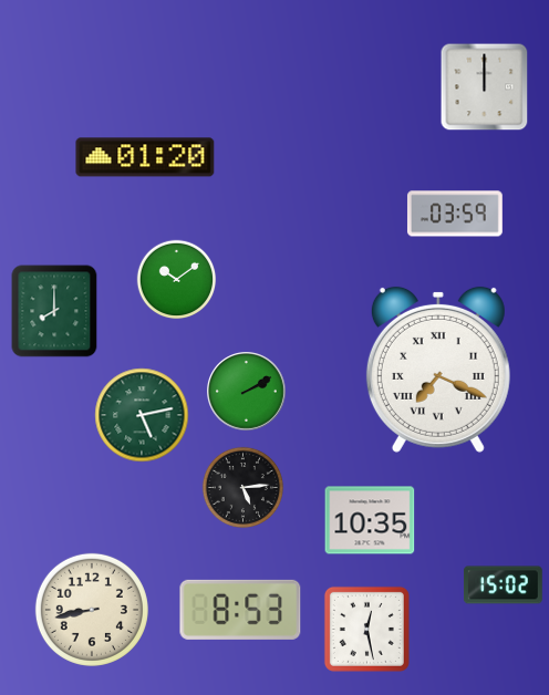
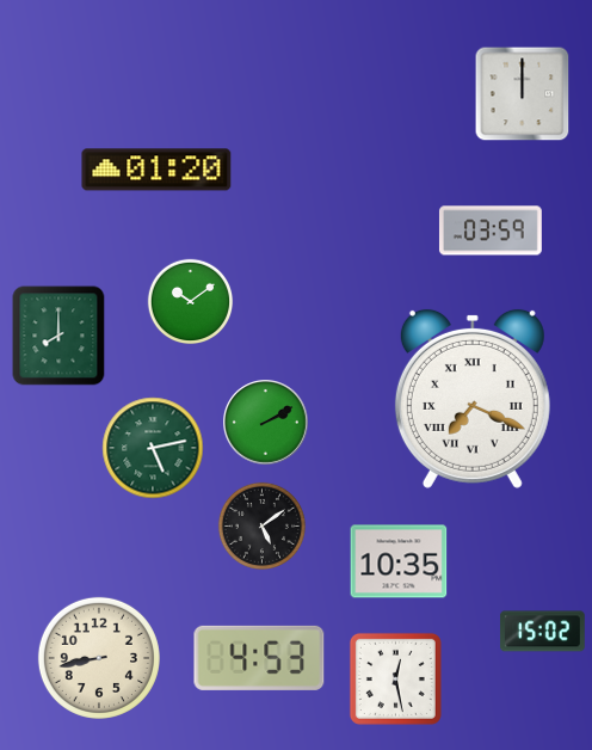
clock at (242, 487): 5:14 -> 5:09
clock at (240, 610): 8:53 -> 4:53
